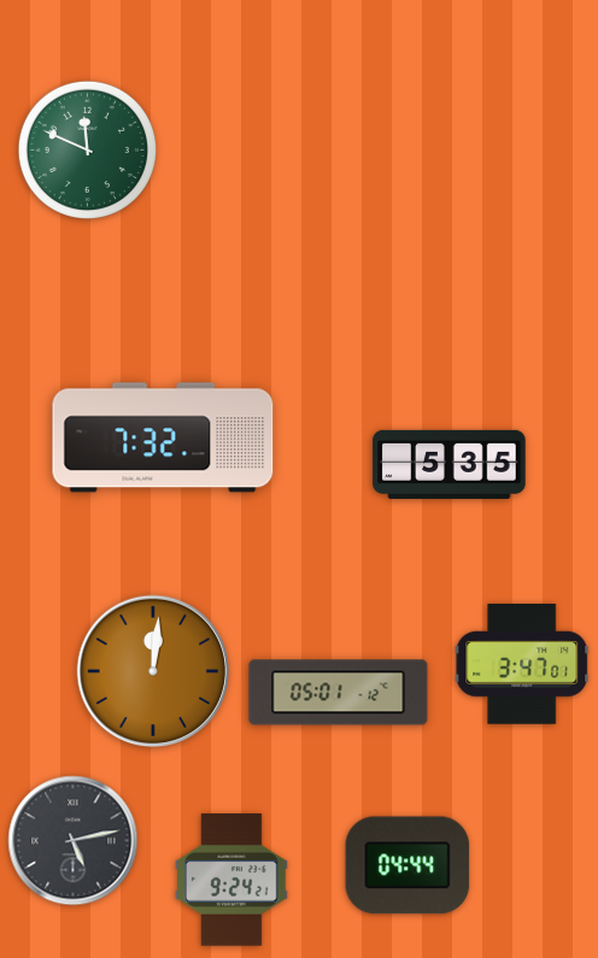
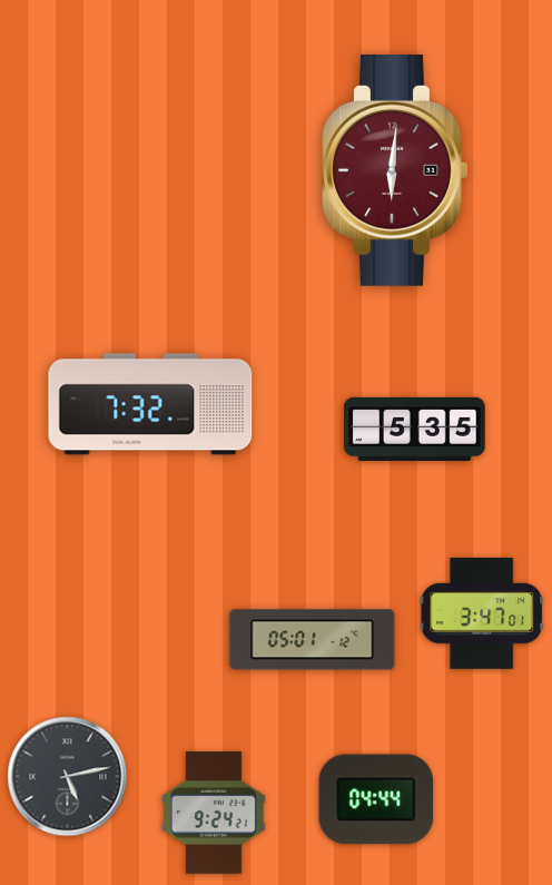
clock at (87, 149): 11:49 -> none
clock at (395, 170): none -> 6:01
clock at (153, 671): 12:01 -> none
